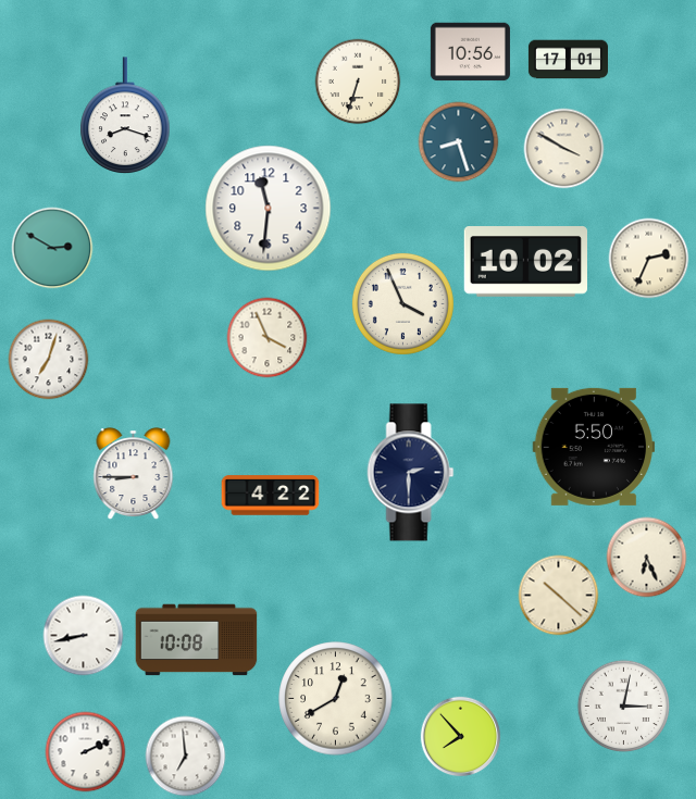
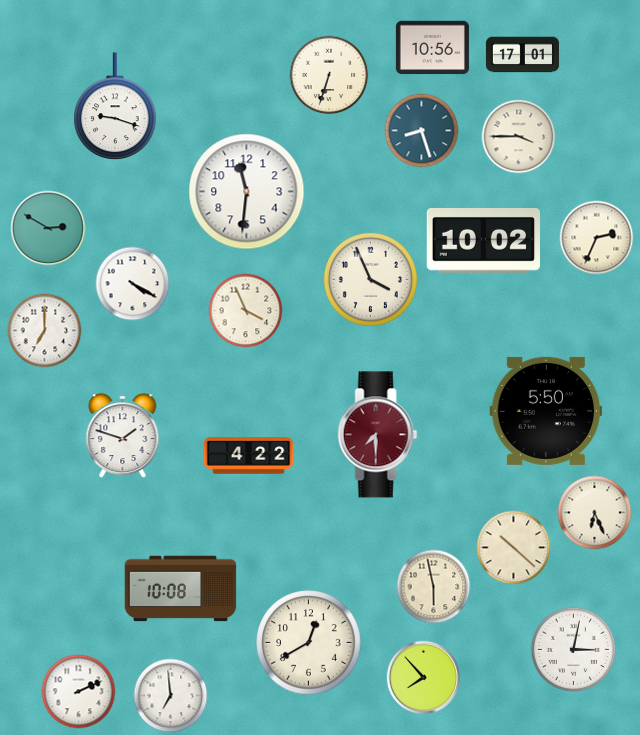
clock at (125, 115): 8:18 -> 9:18
clock at (564, 149): 3:50 -> 3:45
clock at (133, 284): none -> 4:20
clock at (49, 360): 7:03 -> 7:00
clock at (411, 473): 2:30 -> 7:30
clock at (411, 473) dial: navy -> burgundy
clock at (134, 474): 8:45 -> 1:48
clock at (84, 636): 8:43 -> none
clock at (434, 587): none -> 5:58
